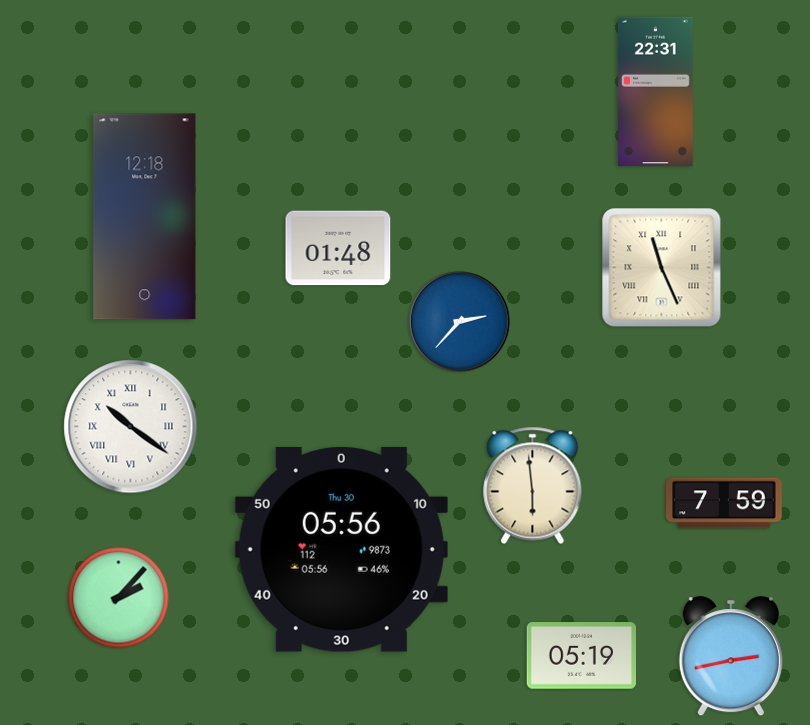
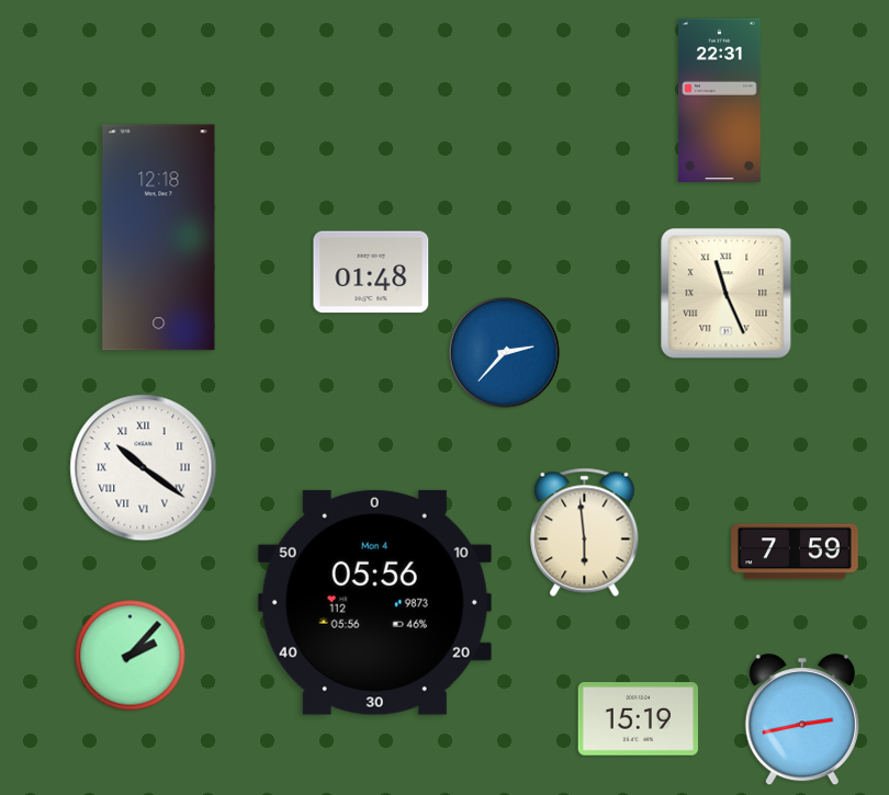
clock at (341, 549) date: Thu 30 -> Mon 4
clock at (581, 656): 05:19 -> 15:19
